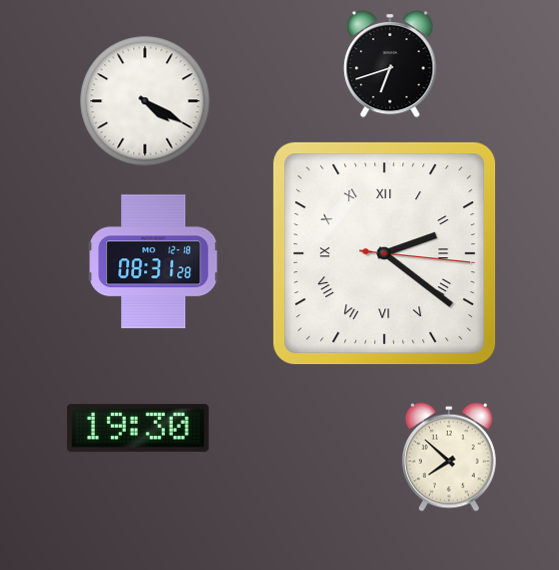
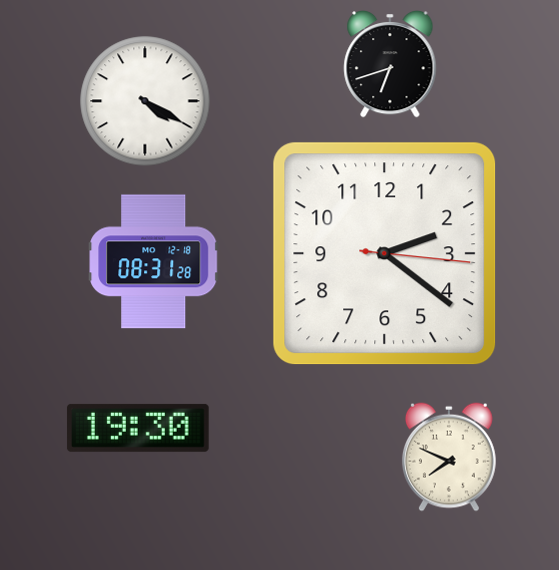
clock at (385, 254) numerals: Roman -> Arabic
clock at (449, 457): 7:52 -> 7:49
